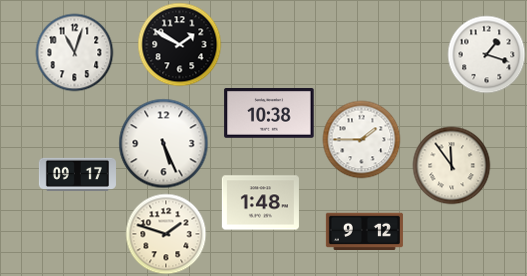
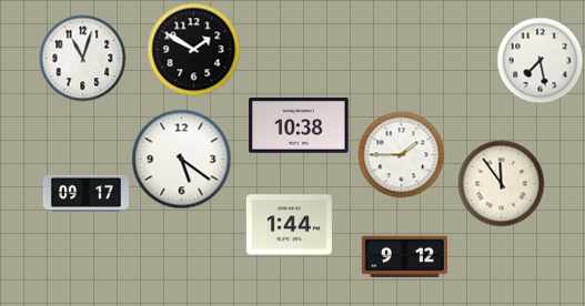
clock at (179, 44) position: (179, 44) -> (193, 49)
clock at (486, 54): 1:18 -> 7:28
clock at (163, 143): 5:26 -> 5:21
clock at (260, 203): 1:48 -> 1:44
clock at (166, 234): 1:48 -> none
